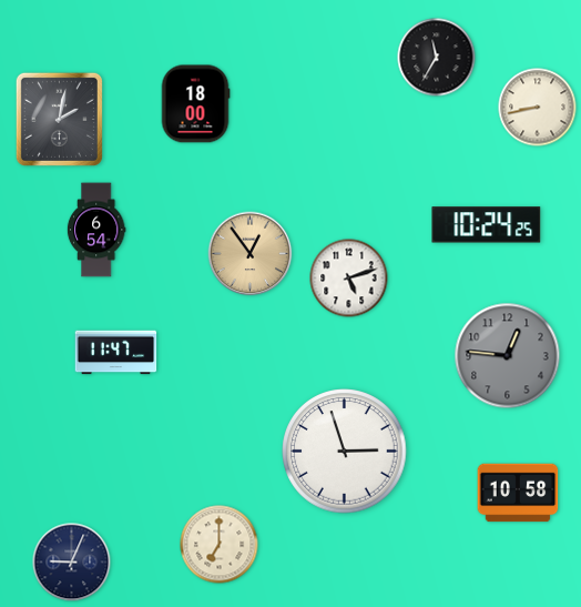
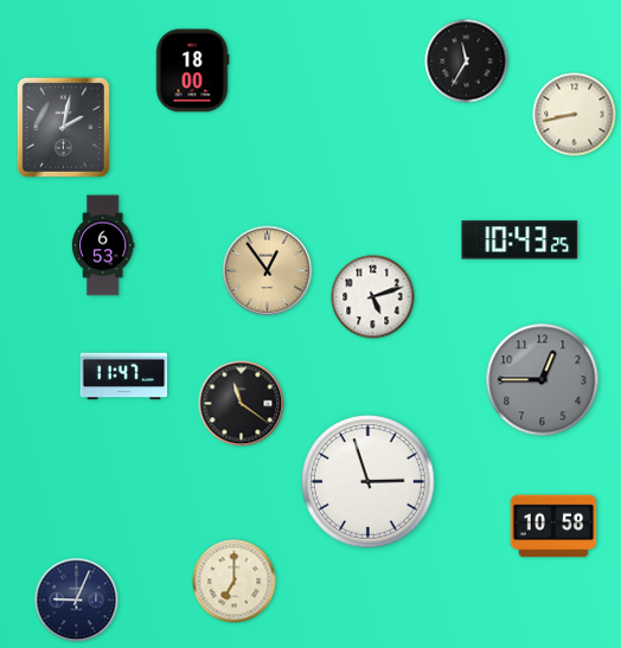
clock at (195, 104) position: (195, 104) -> (192, 71)
clock at (487, 225): 10:24 -> 10:43
clock at (96, 230): 6:54 -> 6:53
clock at (508, 356): 12:46 -> 12:45
clock at (242, 404): none -> 11:21
